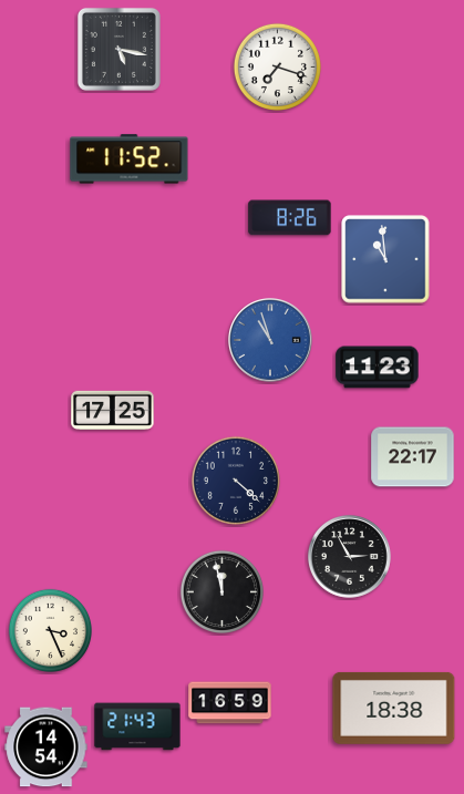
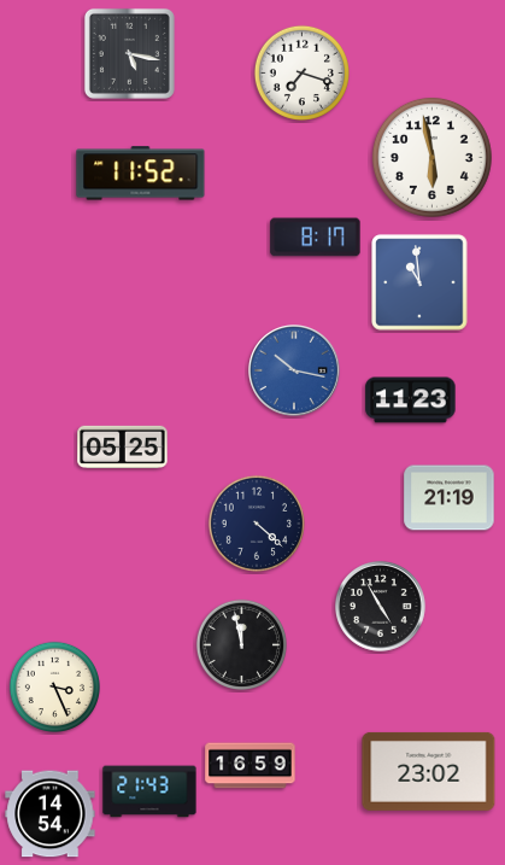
clock at (431, 157): none -> 5:58
clock at (290, 218): 8:26 -> 8:17
clock at (271, 341): 10:57 -> 10:17
clock at (113, 410): 17:25 -> 05:25
clock at (413, 457): 22:17 -> 21:19
clock at (350, 557): 2:55 -> 4:55
clock at (394, 708): 18:38 -> 23:02
